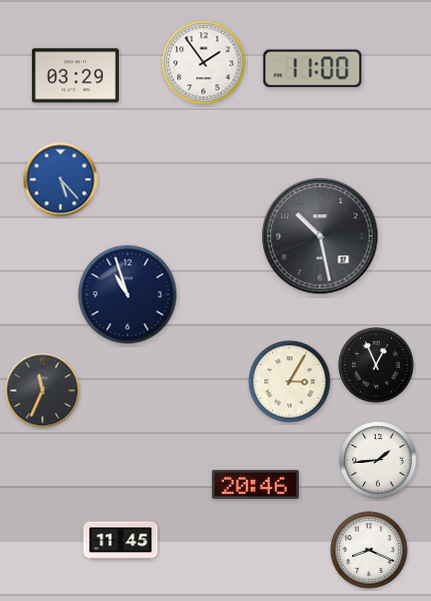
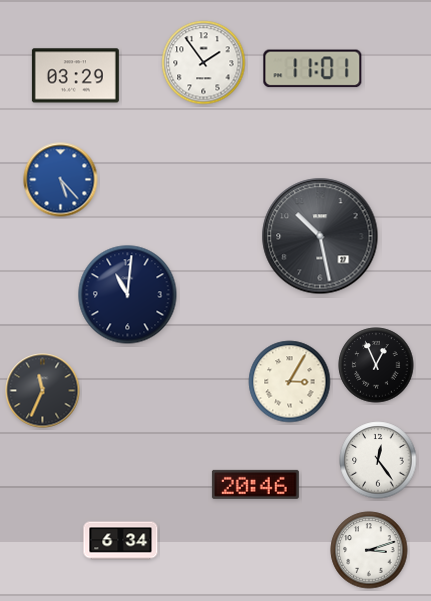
clock at (313, 69): 11:00 -> 11:01
clock at (128, 295): 10:57 -> 11:01
clock at (378, 460): 1:44 -> 12:24
clock at (121, 541): 11:45 -> 6:34
clock at (369, 550): 8:19 -> 3:12
